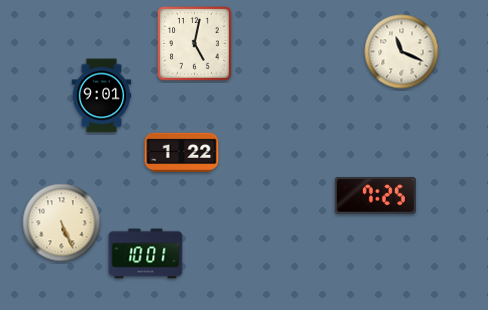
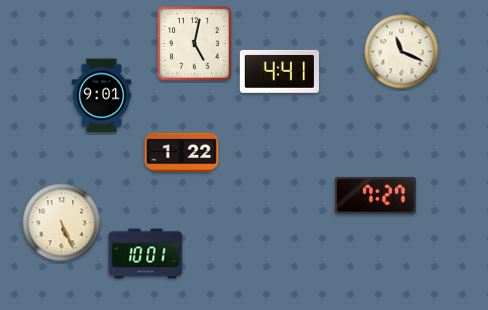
clock at (279, 71): none -> 4:41
clock at (375, 195): 7:25 -> 7:27
